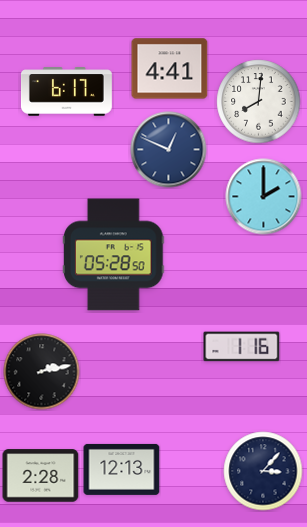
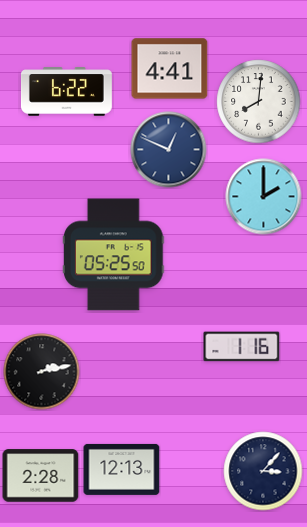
clock at (66, 92): 6:17 -> 6:22
clock at (114, 255): 05:28 -> 05:25
